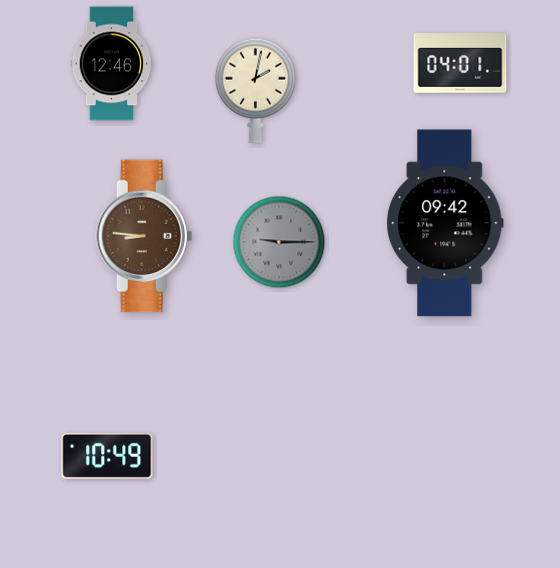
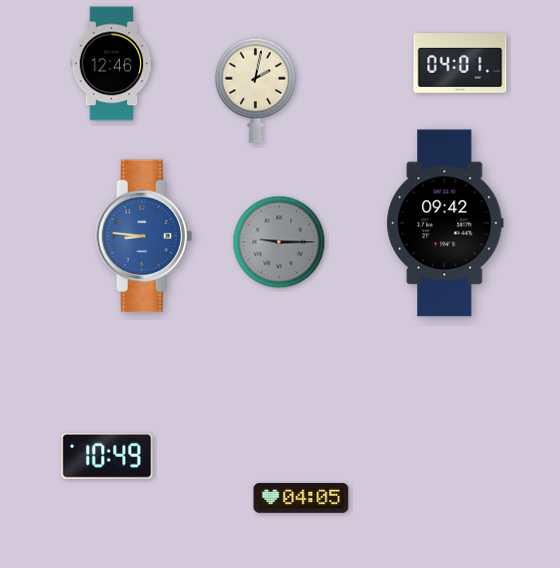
clock at (144, 236) dial: brown -> blue
clock at (301, 498): none -> 04:05
